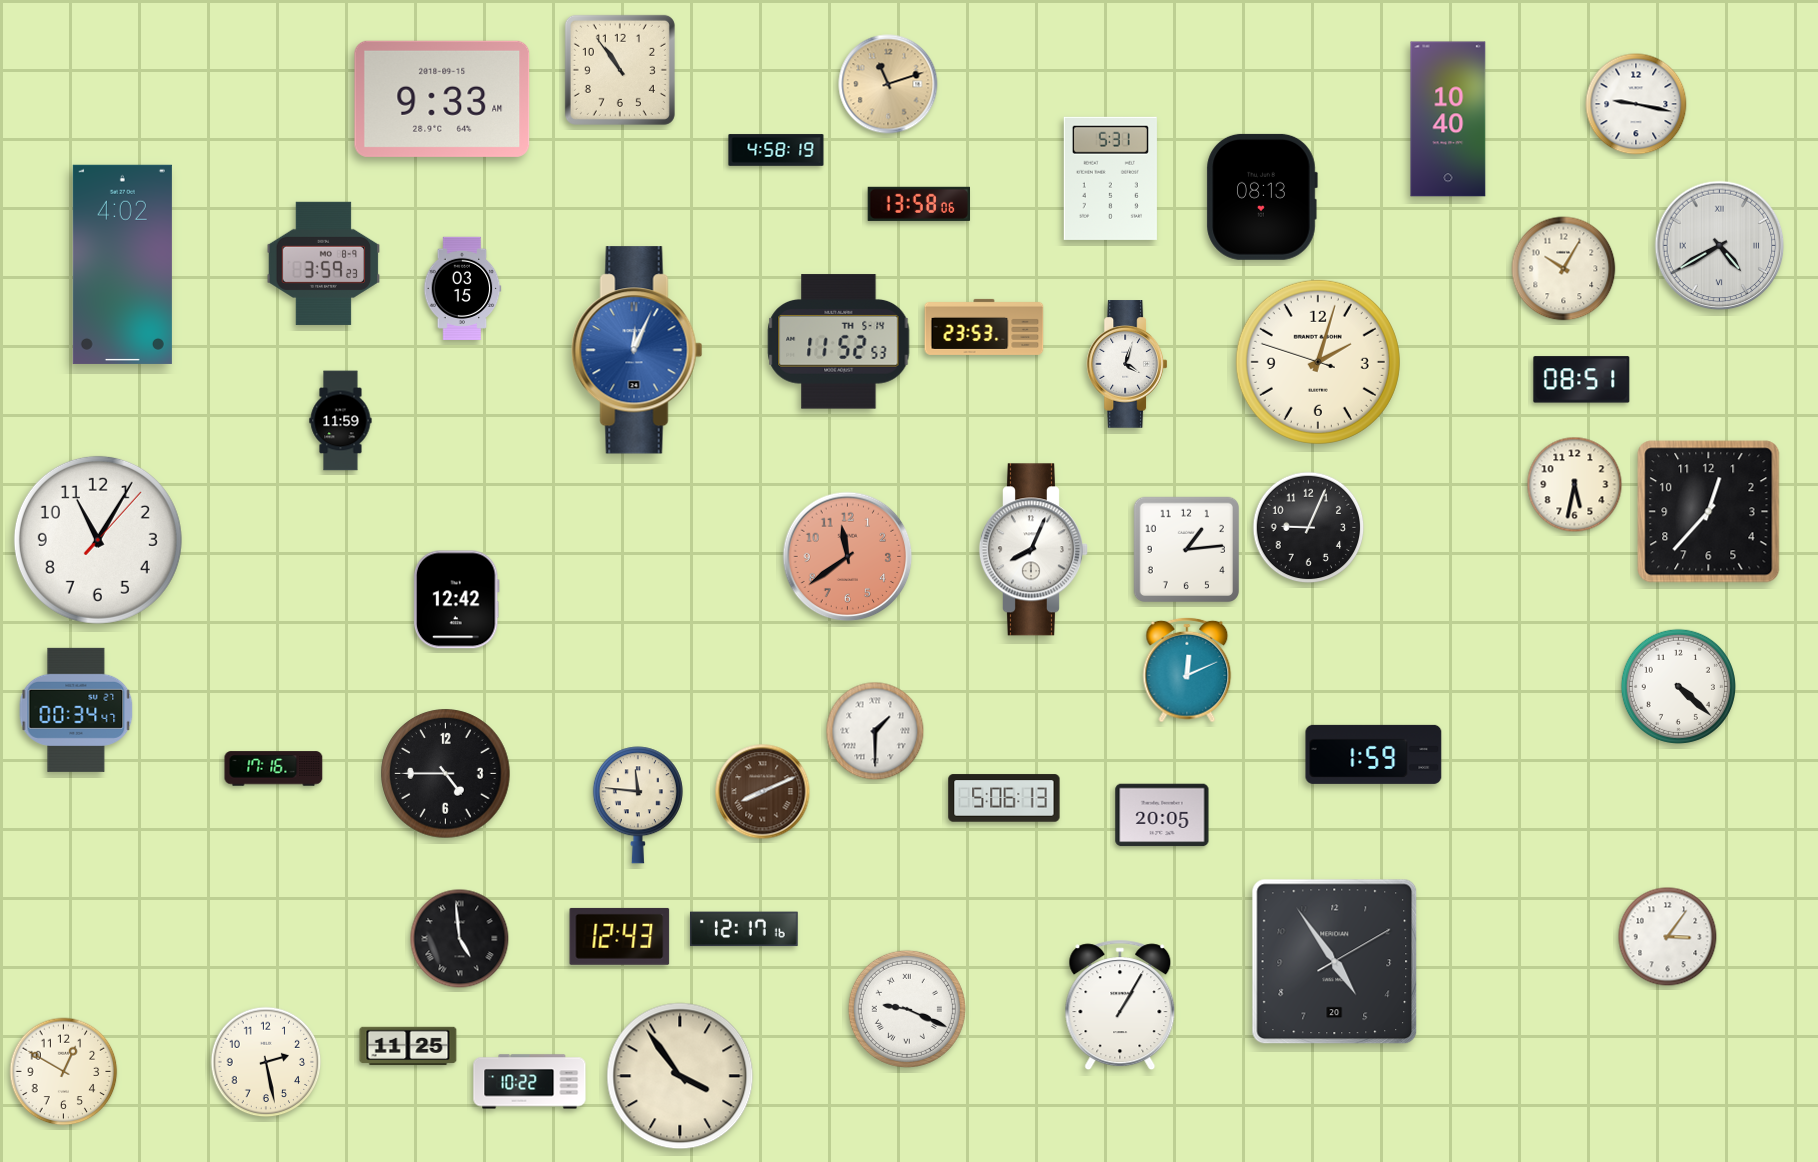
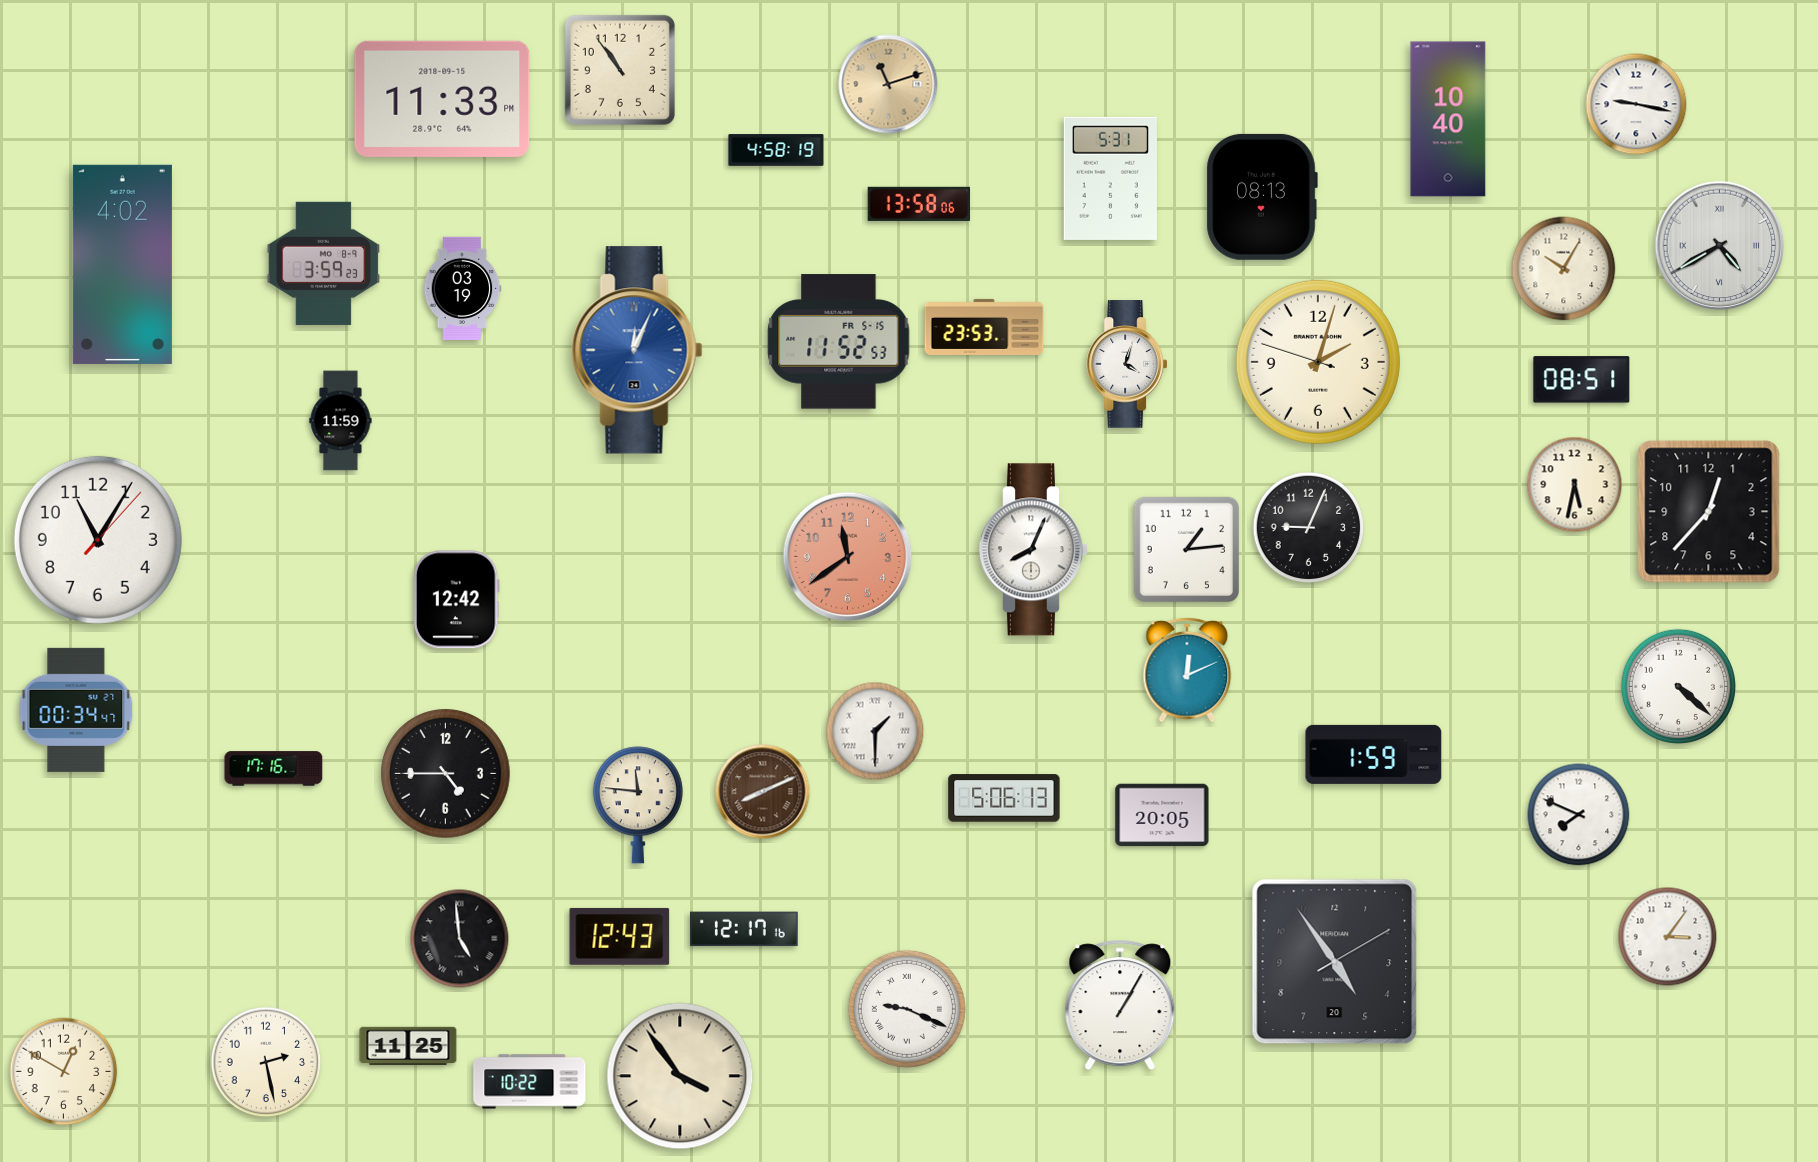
clock at (442, 99): 9:33 -> 11:33
clock at (462, 288): 03:15 -> 03:19
clock at (839, 342) date: TH 5-14 -> FR 5-15
clock at (1579, 815): none -> 7:49
